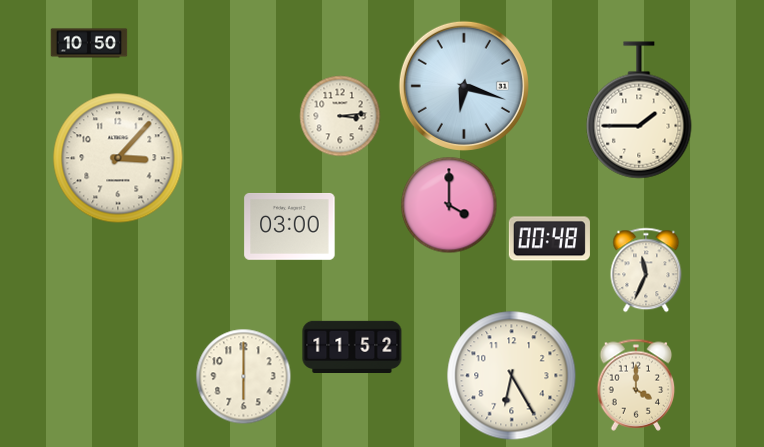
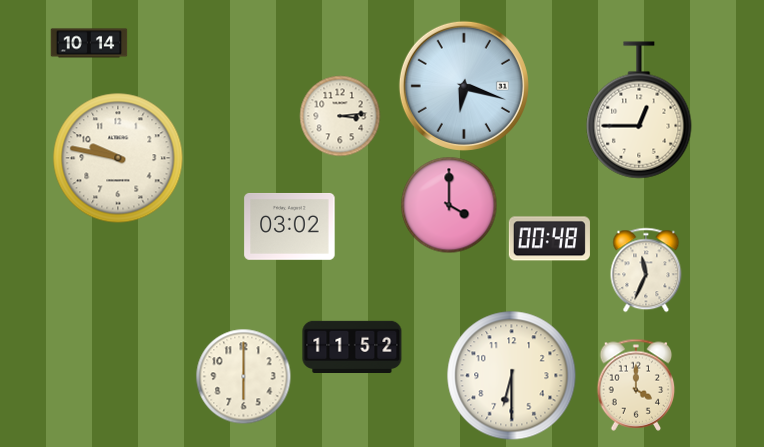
clock at (89, 43): 10:50 -> 10:14
clock at (639, 110): 1:45 -> 12:45
clock at (118, 158): 3:07 -> 9:47
clock at (290, 226): 03:00 -> 03:02
clock at (512, 376): 6:25 -> 6:30
